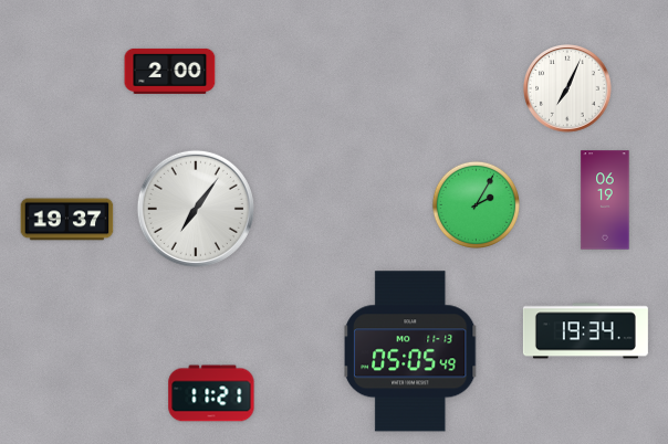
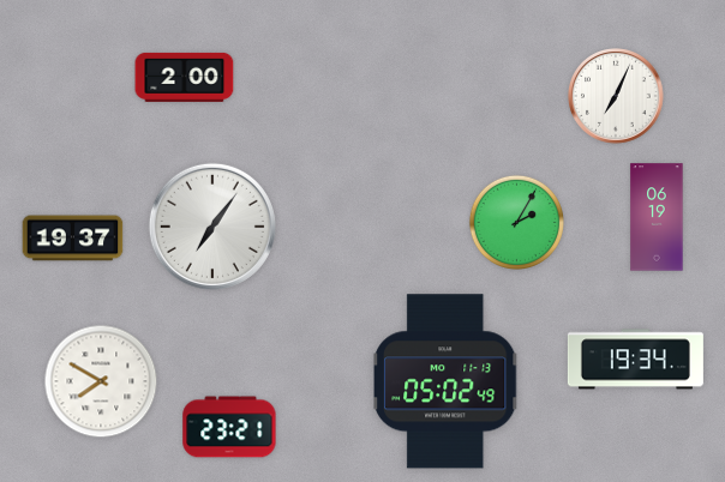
clock at (101, 381): none -> 7:50
clock at (410, 351): 05:05 -> 05:02
clock at (211, 393): 11:21 -> 23:21
